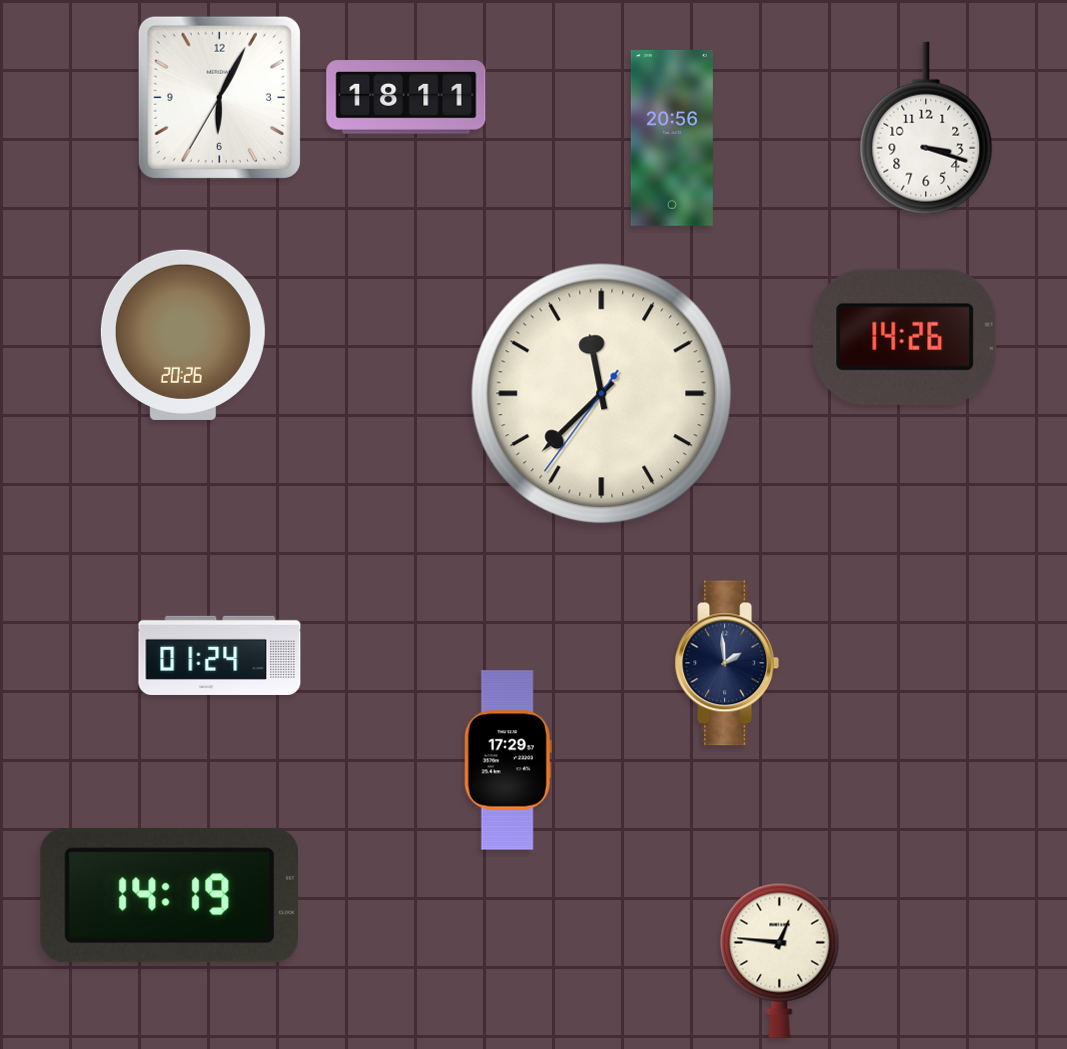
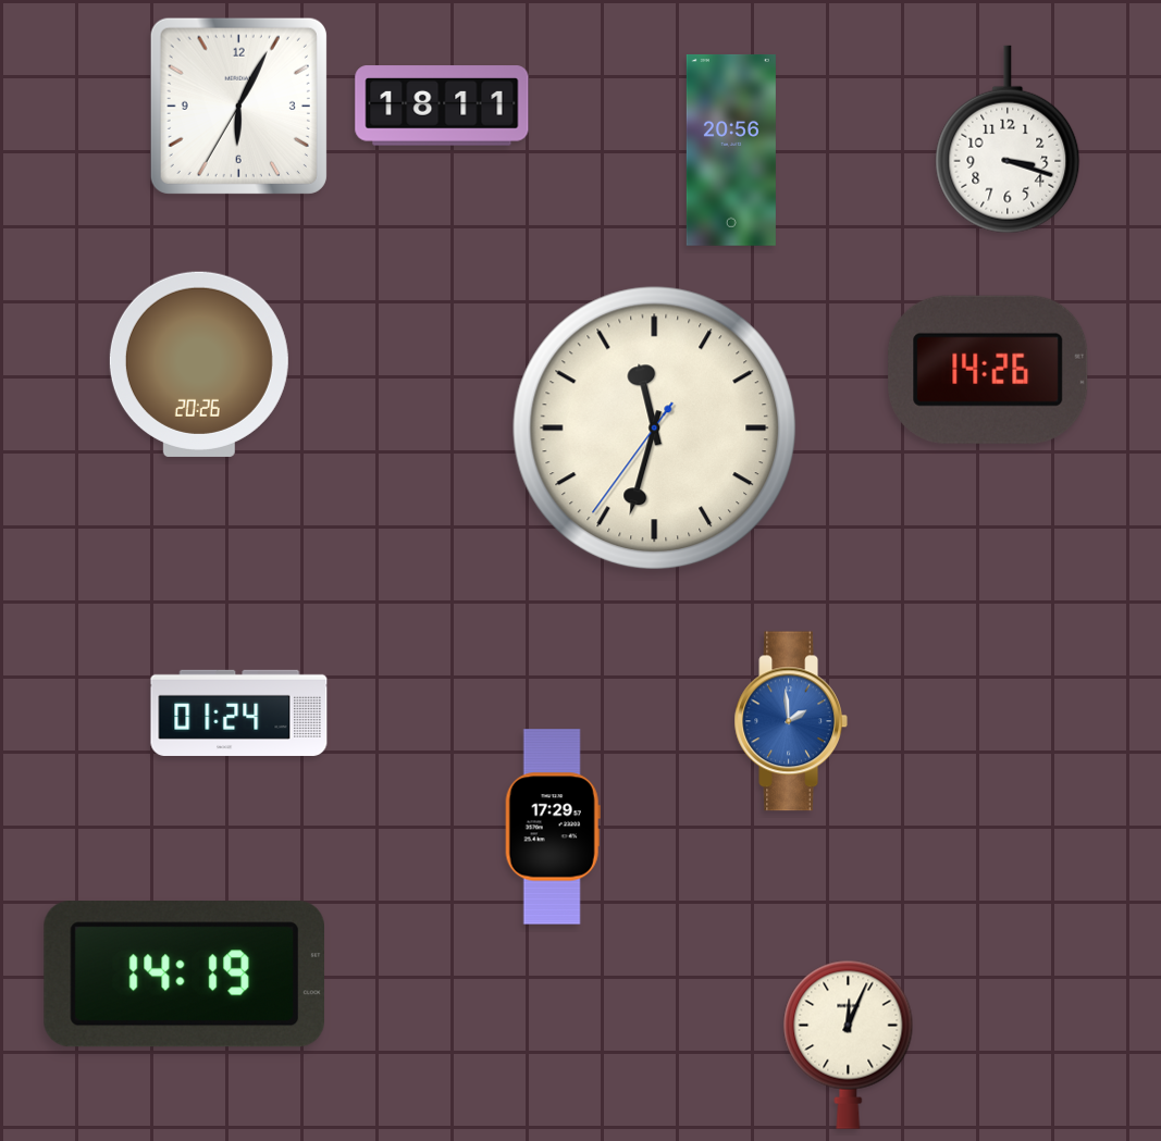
clock at (905, 337) position: (905, 337) -> (988, 370)
clock at (602, 394): 11:37 -> 11:32
clock at (726, 663) dial: navy -> blue
clock at (780, 960): 12:46 -> 12:04
